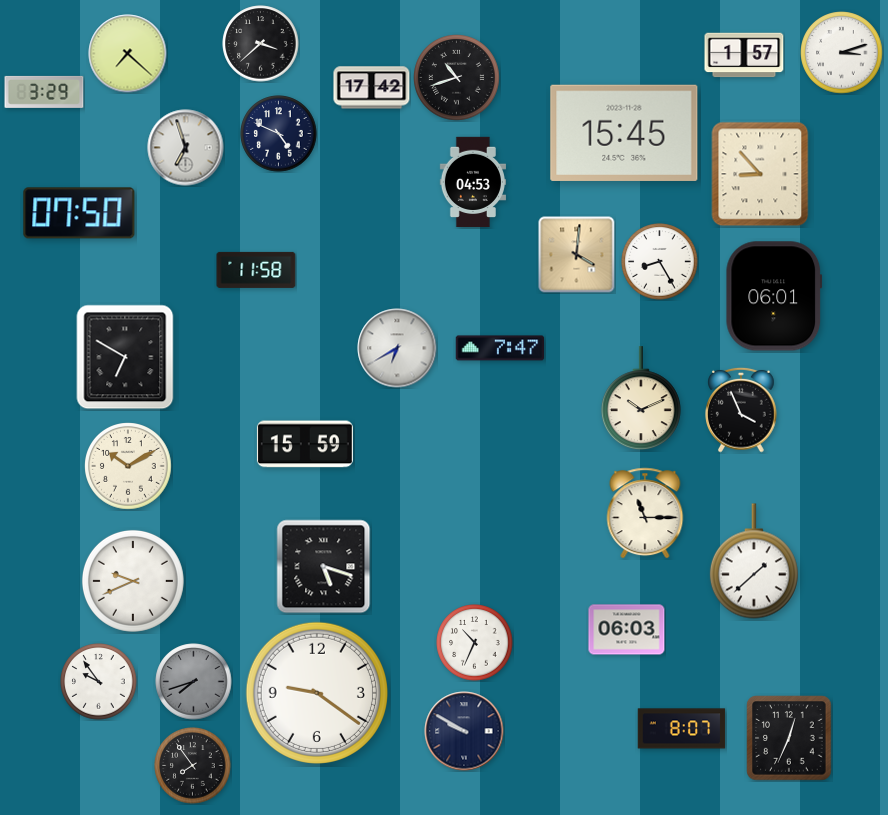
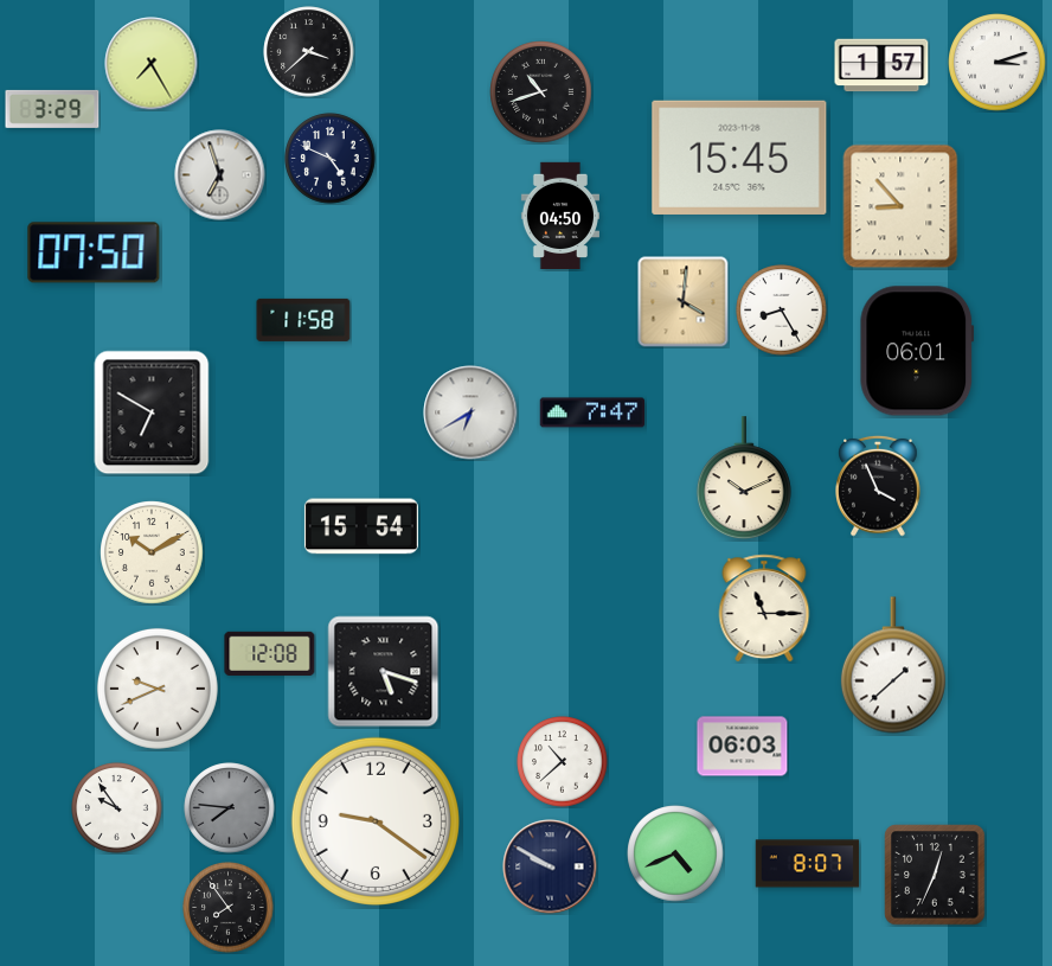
clock at (128, 54): 7:22 -> 7:25
clock at (372, 88): 17:42 -> none
clock at (472, 182): 04:53 -> 04:50
clock at (125, 357) position: (125, 357) -> (152, 412)
clock at (641, 399) position: (641, 399) -> (744, 479)
clock at (305, 444): 15:59 -> 15:54
clock at (270, 653): none -> 12:08
clock at (475, 643): 10:34 -> 10:38
clock at (194, 682): 7:42 -> 7:46
clock at (675, 853): none -> 4:41
